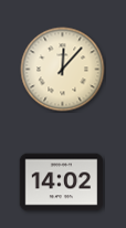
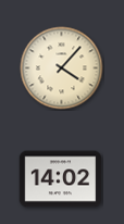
clock at (63, 70): 12:07 -> 4:07
